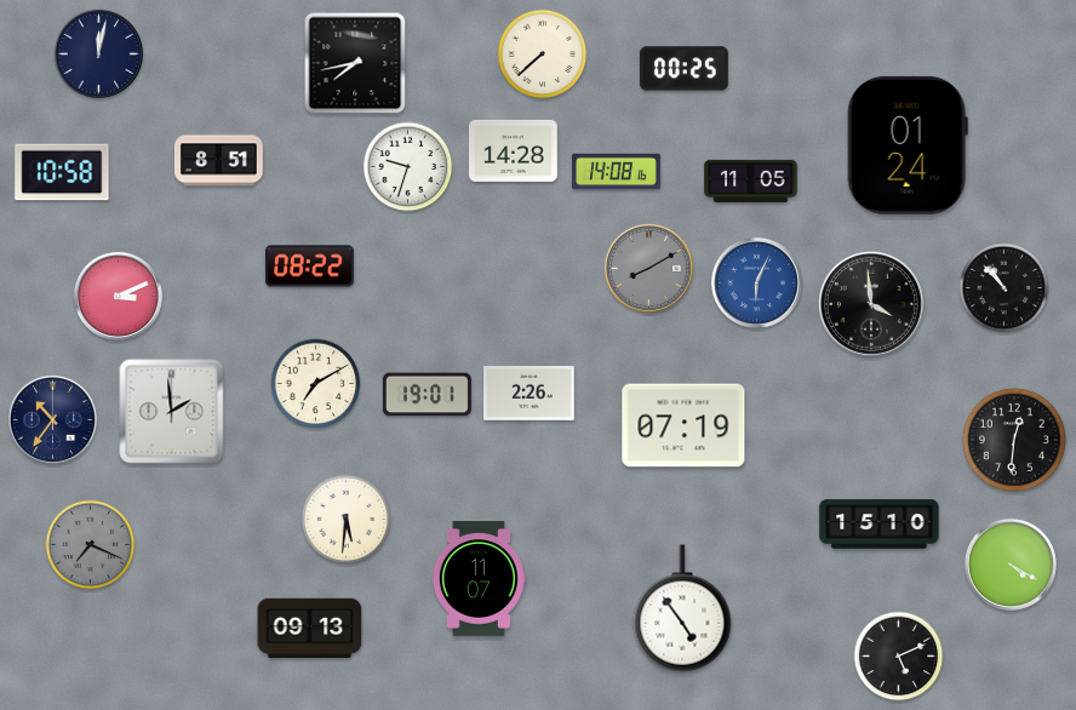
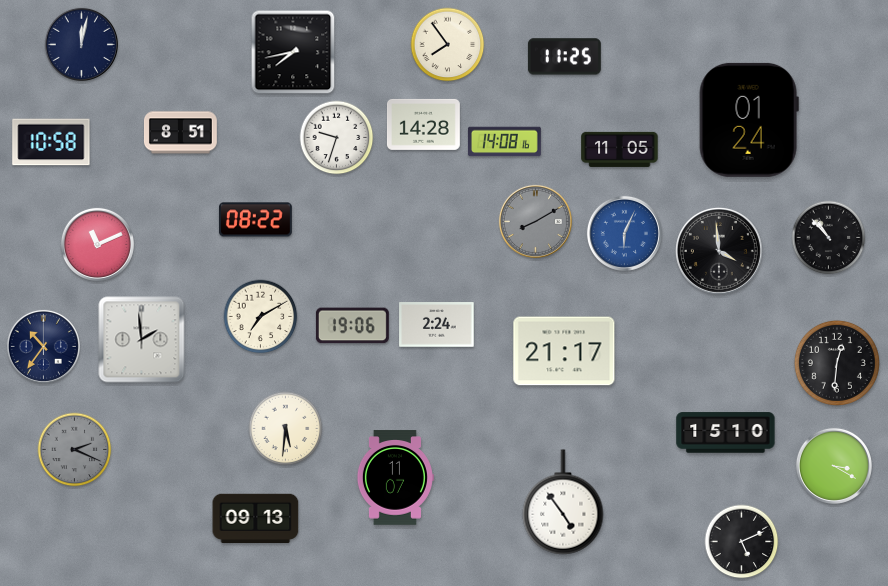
clock at (543, 55): 7:38 -> 7:54
clock at (683, 69): 00:25 -> 11:25
clock at (616, 172) position: (616, 172) -> (504, 142)
clock at (118, 296): 3:11 -> 11:11
clock at (530, 394): 2:26 -> 2:24
clock at (427, 395): 19:01 -> 19:06
clock at (683, 425): 07:19 -> 21:17
clock at (91, 545): 7:19 -> 2:19
clock at (1011, 565): 4:20 -> 3:20
